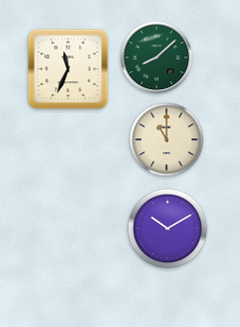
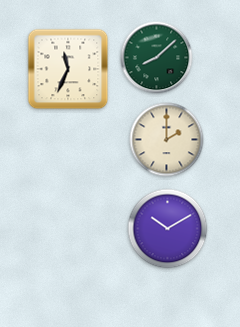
clock at (167, 140): 11:00 -> 2:00
